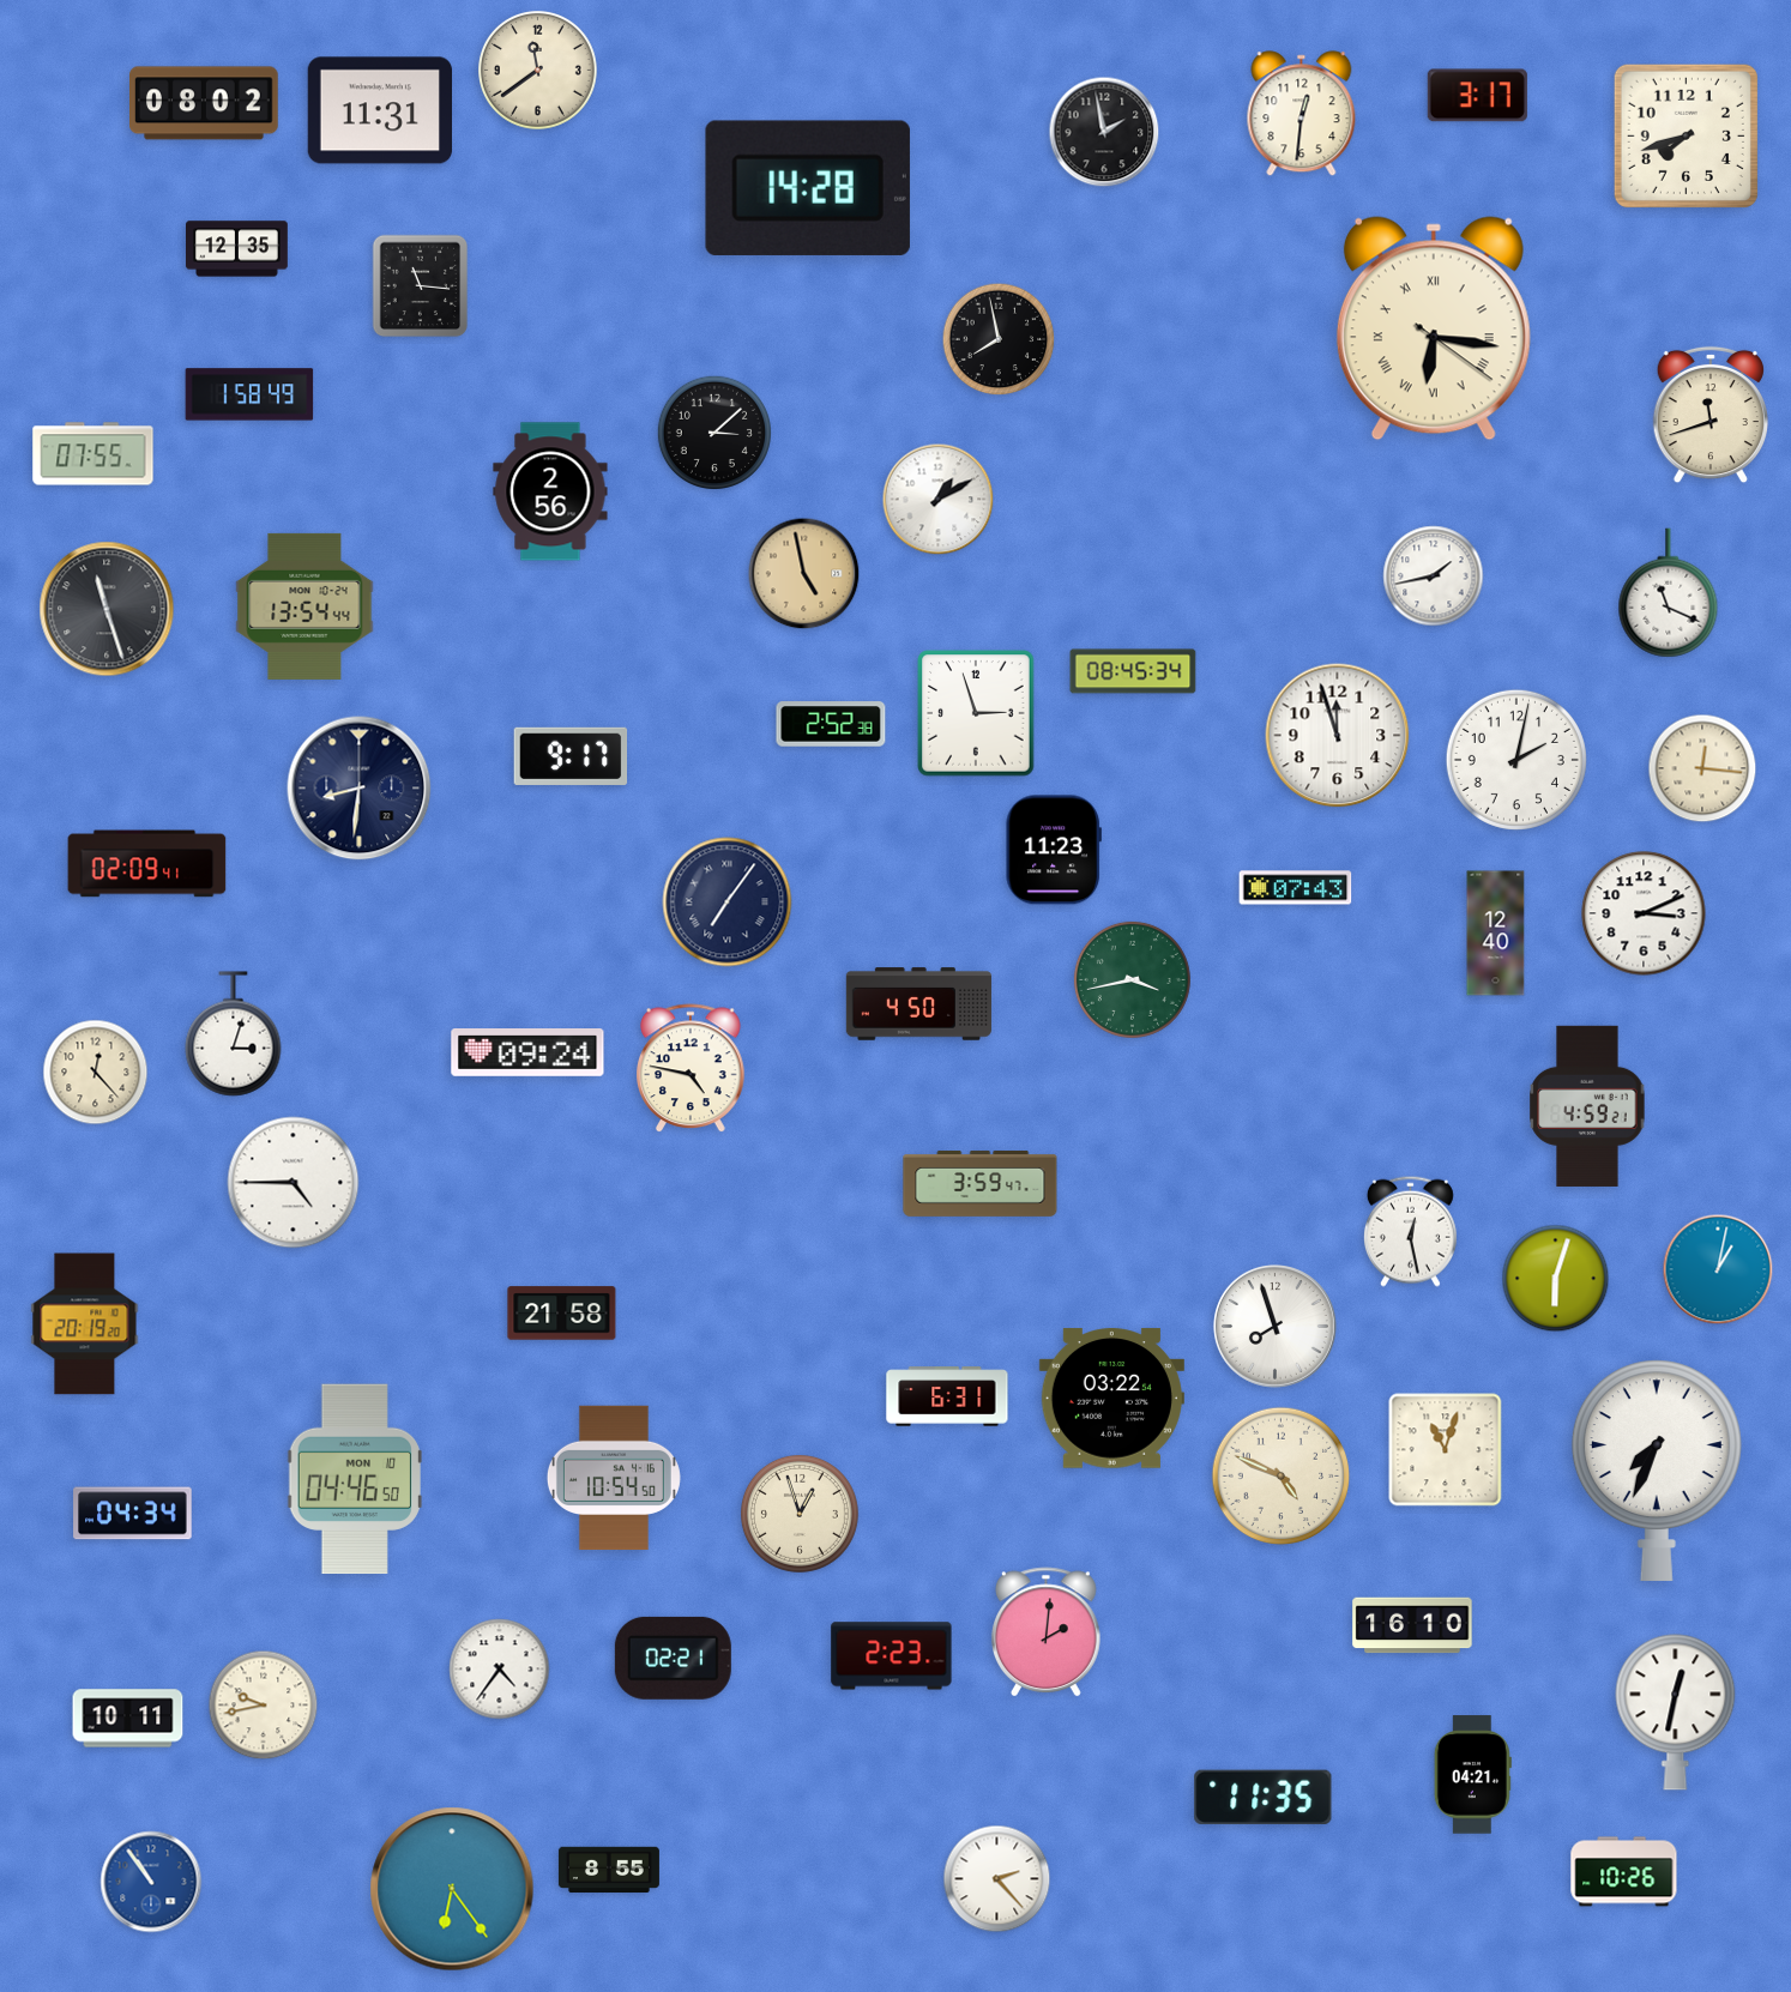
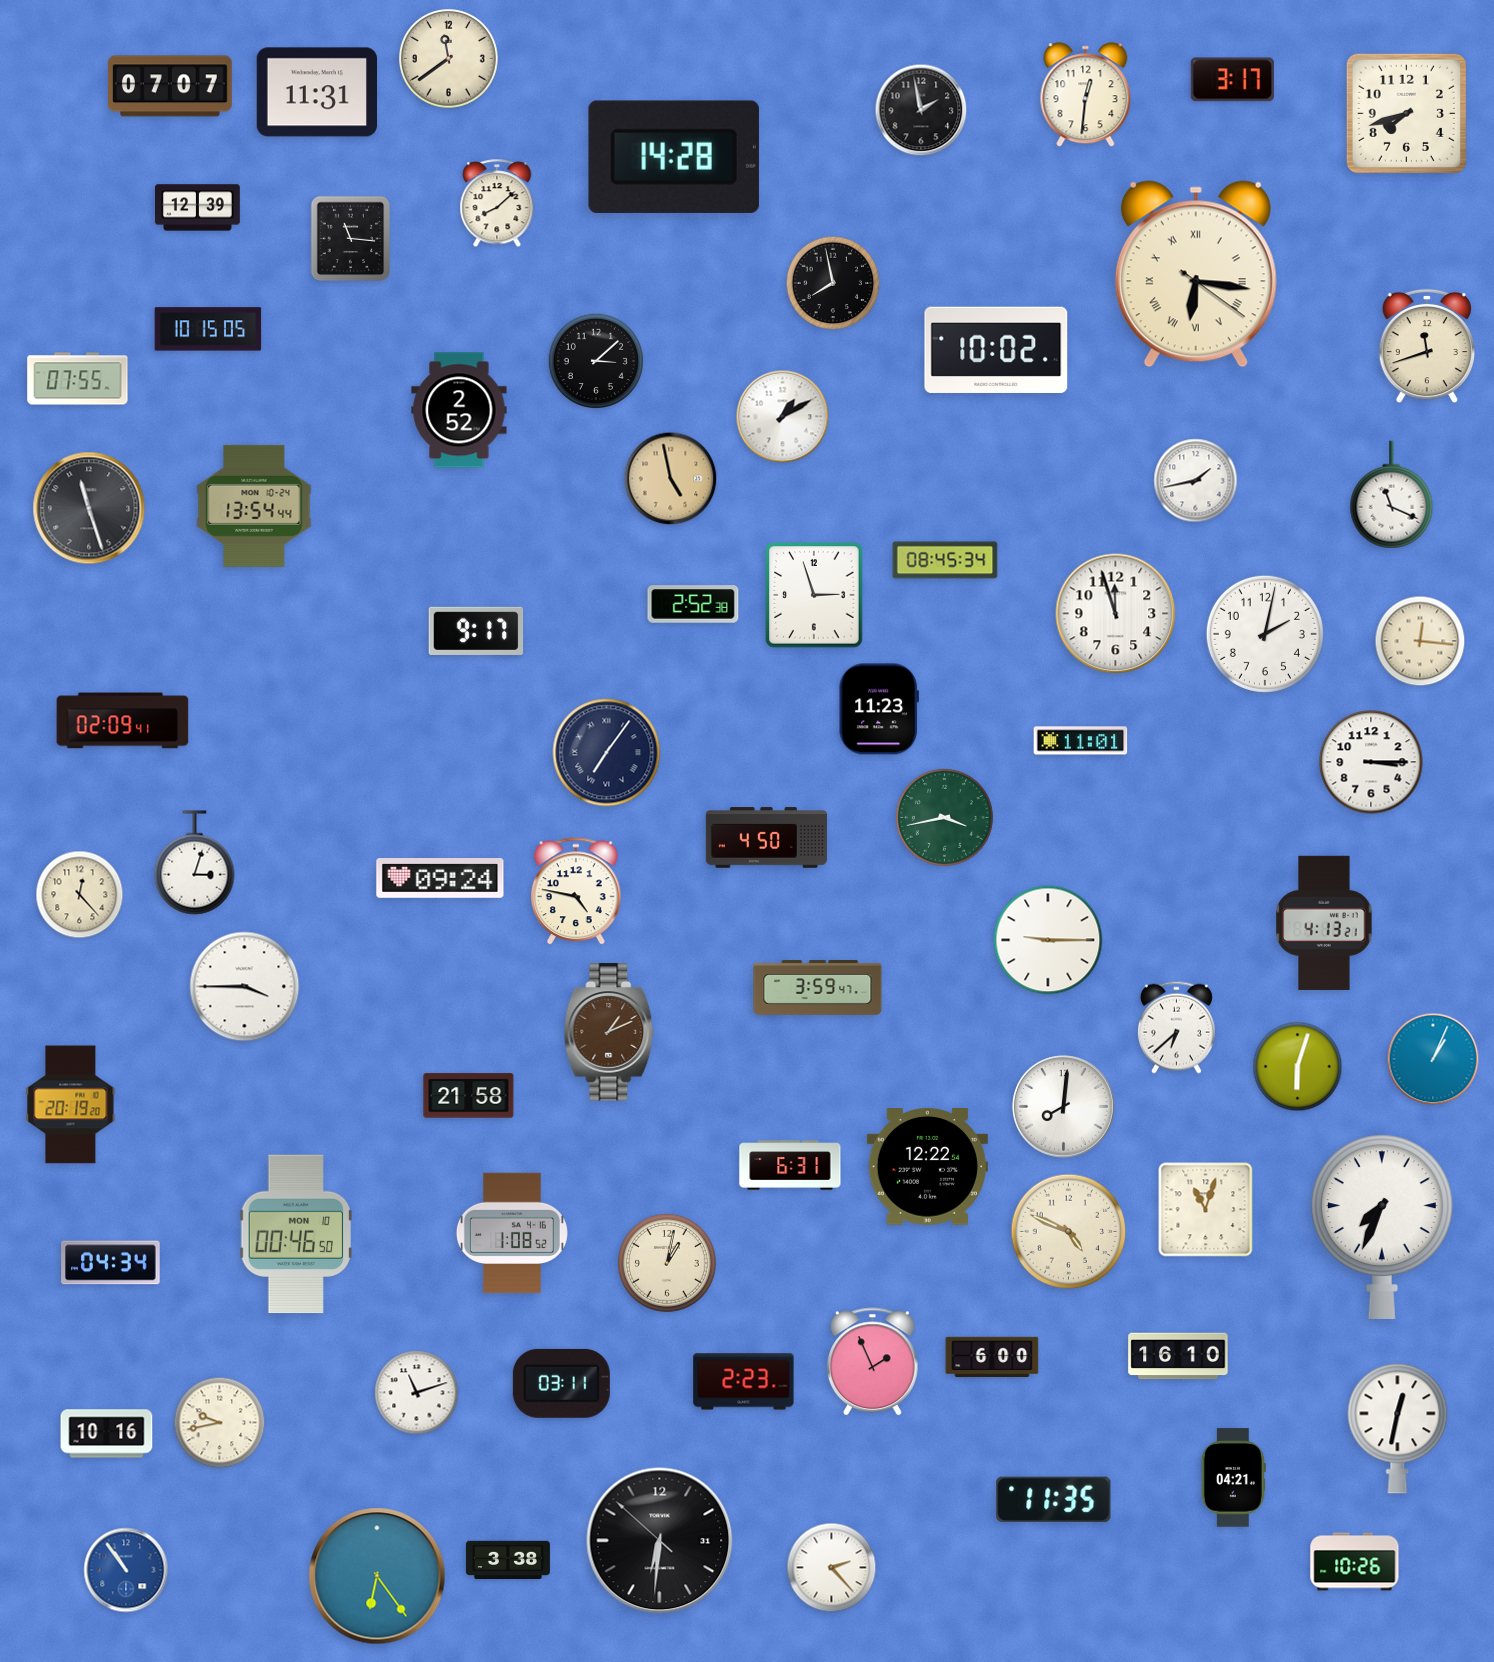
clock at (205, 103): 08:02 -> 07:07
clock at (497, 204): none -> 8:08
clock at (237, 249): 12:35 -> 12:39
clock at (249, 394): 1:58 -> 10:15
clock at (996, 350): none -> 10:02
clock at (550, 491): 2:56 -> 2:52
clock at (360, 789): 8:31 -> none
clock at (1296, 888): 07:43 -> 11:01
clock at (1644, 913): 3:11 -> 3:15
clock at (1496, 934): 12:40 -> none
clock at (1587, 1106): 4:59 -> 4:13
clock at (1048, 940): none -> 9:15
clock at (294, 1183): 4:45 -> 3:45
clock at (1410, 1231): 12:28 -> 6:38
clock at (609, 1032): none -> 1:11
clock at (1718, 1269): 1:02 -> 1:04
clock at (1276, 1327): 7:57 -> 8:01
clock at (1111, 1399): 03:22 -> 12:22
clock at (614, 1478): 10:54 -> 1:08
clock at (354, 1479): 04:46 -> 00:46
clock at (800, 1514): 12:57 -> 1:02
clock at (992, 1356): none -> 6:00
clock at (1045, 1632): 2:01 -> 1:56
clock at (673, 1658): 02:21 -> 03:11
clock at (500, 1670): 4:36 -> 11:12
clock at (128, 1719): 10:11 -> 10:16
clock at (1472, 1775) position: (1472, 1775) -> (1233, 1478)
clock at (660, 1541): none -> 6:30
clock at (609, 1870): 8:55 -> 3:38
